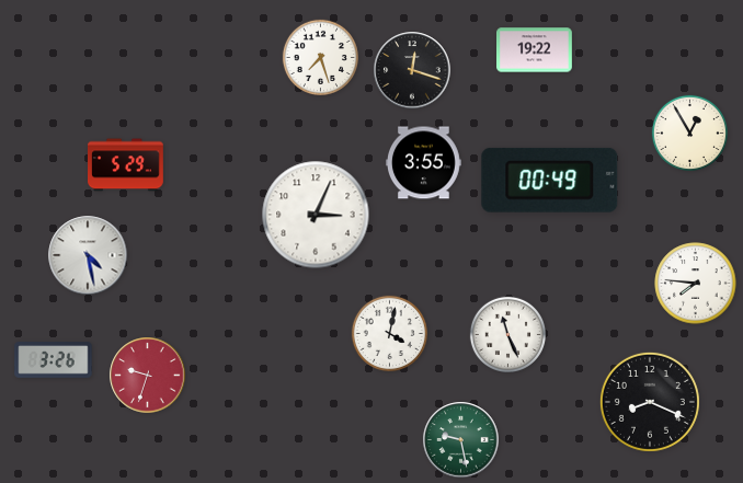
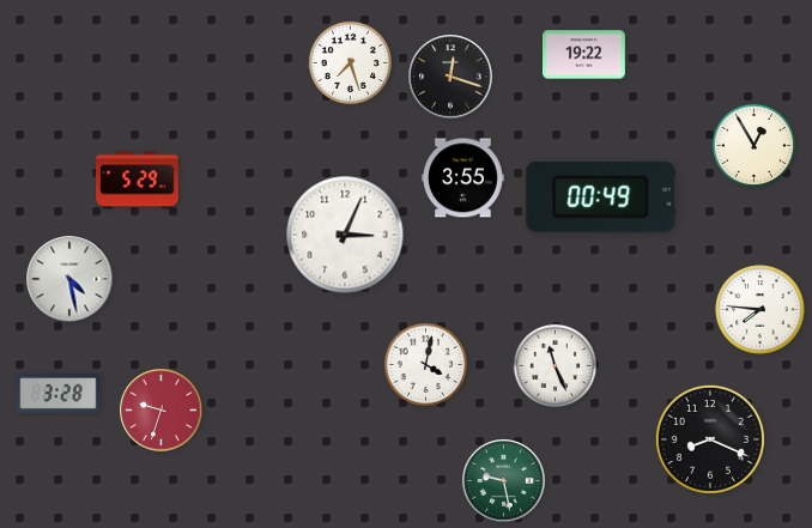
clock at (88, 255) position: (88, 255) -> (69, 279)
clock at (54, 360): 3:26 -> 3:28
